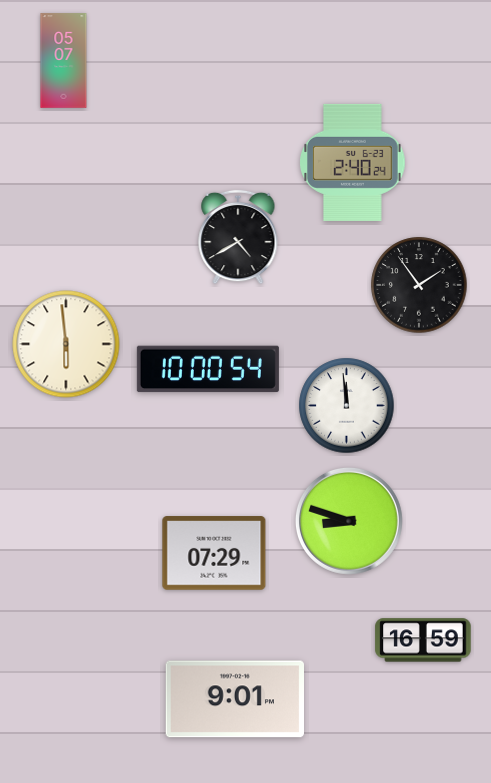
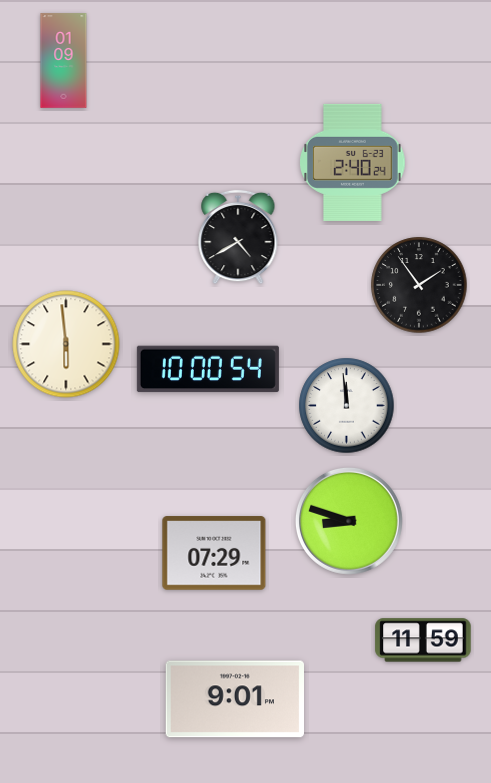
clock at (64, 61): 05:07 -> 01:09
clock at (423, 640): 16:59 -> 11:59
